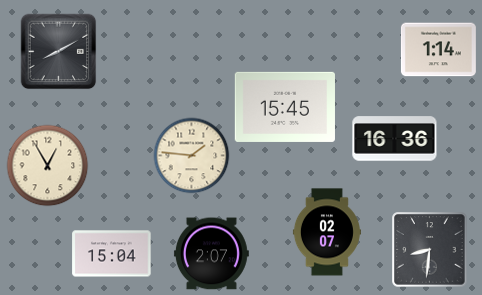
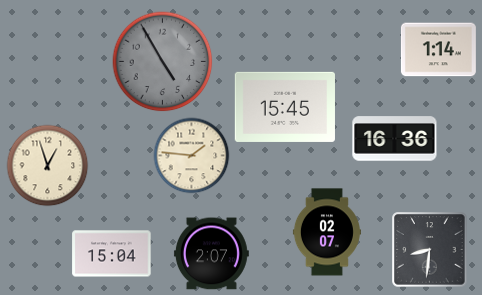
clock at (59, 52): 8:10 -> none
clock at (163, 62): none -> 4:55
clock at (48, 166): 12:55 -> 12:57
